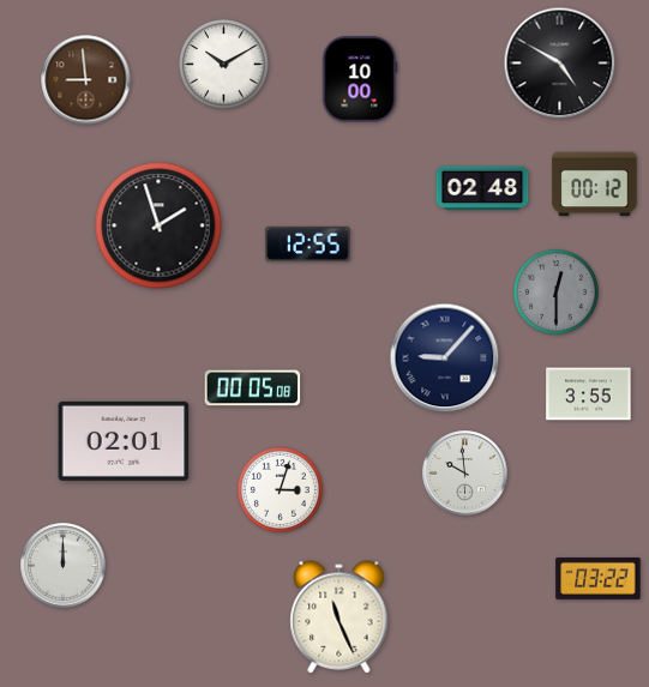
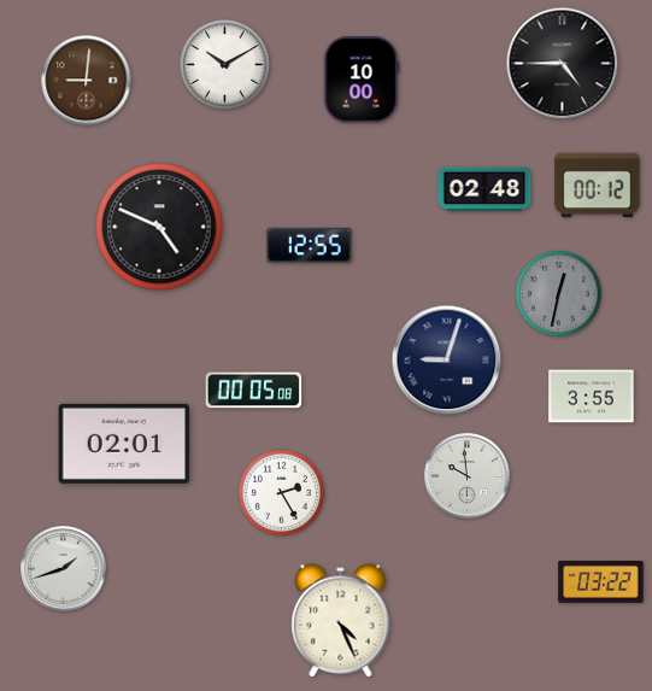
clock at (560, 64): 4:50 -> 4:45
clock at (86, 80): 8:59 -> 9:01
clock at (158, 225): 1:57 -> 4:49
clock at (555, 291): 12:30 -> 12:32
clock at (445, 358): 9:07 -> 9:03
clock at (280, 489): 3:03 -> 2:25
clock at (64, 566): 12:00 -> 1:42
clock at (339, 617): 11:26 -> 4:26
